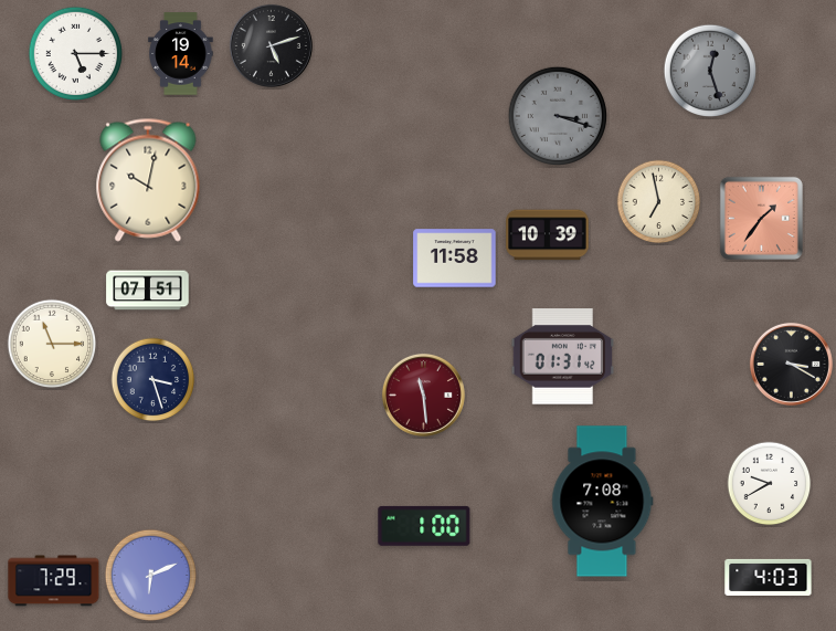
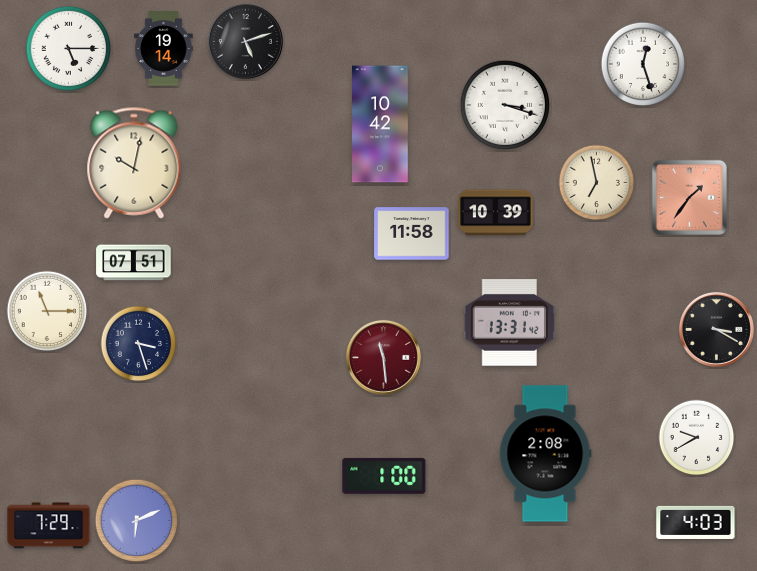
clock at (709, 70) dial: grey -> white
clock at (558, 116) dial: grey -> white
clock at (381, 124): none -> 10:42
clock at (563, 357): 01:31 -> 13:31
clock at (603, 502): 7:08 -> 2:08
